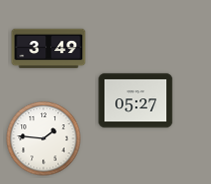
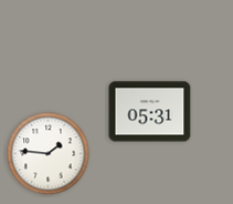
clock at (49, 49): 3:49 -> none
clock at (136, 101): 05:27 -> 05:31
